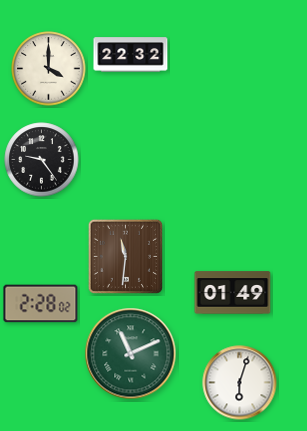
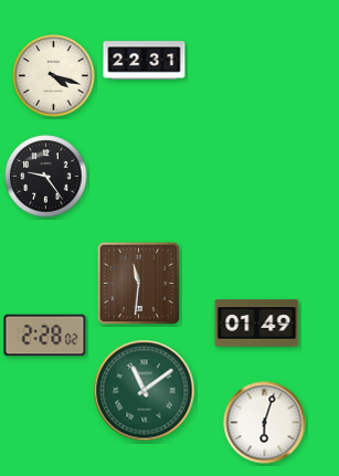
clock at (131, 55): 22:32 -> 22:31
clock at (49, 69): 4:00 -> 4:18
clock at (131, 354): 11:11 -> 11:09
